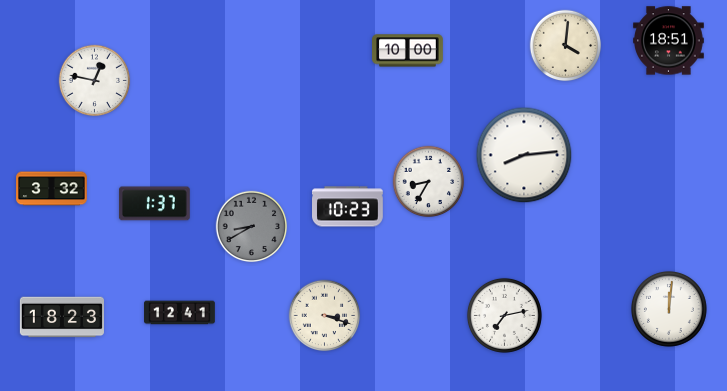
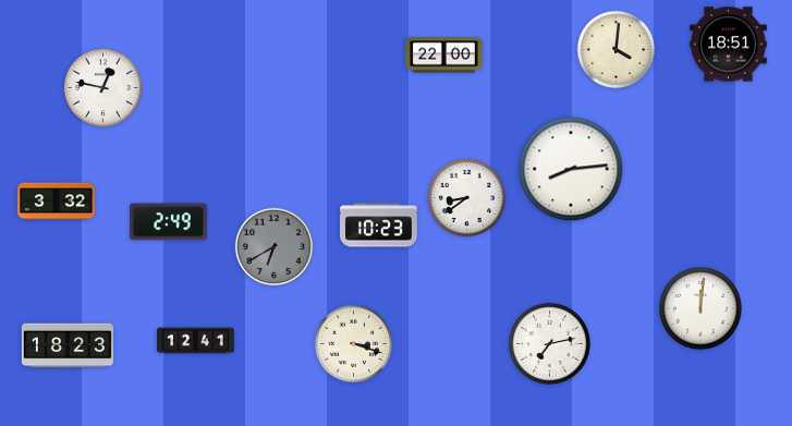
clock at (408, 51): 10:00 -> 22:00
clock at (429, 182): 8:35 -> 8:39
clock at (52, 189) position: (52, 189) -> (57, 202)
clock at (154, 204): 1:37 -> 2:49
clock at (252, 227): 8:40 -> 6:40
clock at (669, 309) position: (669, 309) -> (700, 308)
